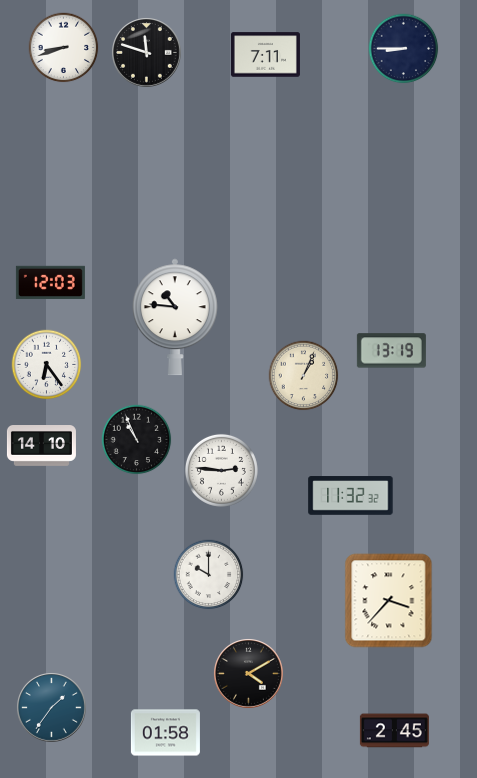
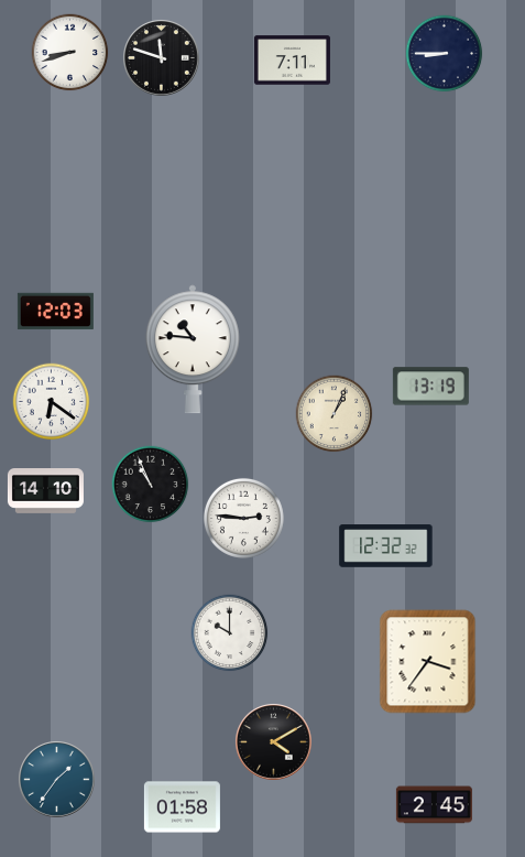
clock at (47, 365): 6:24 -> 6:21
clock at (351, 496): 11:32 -> 12:32
clock at (389, 601): 3:37 -> 3:36
